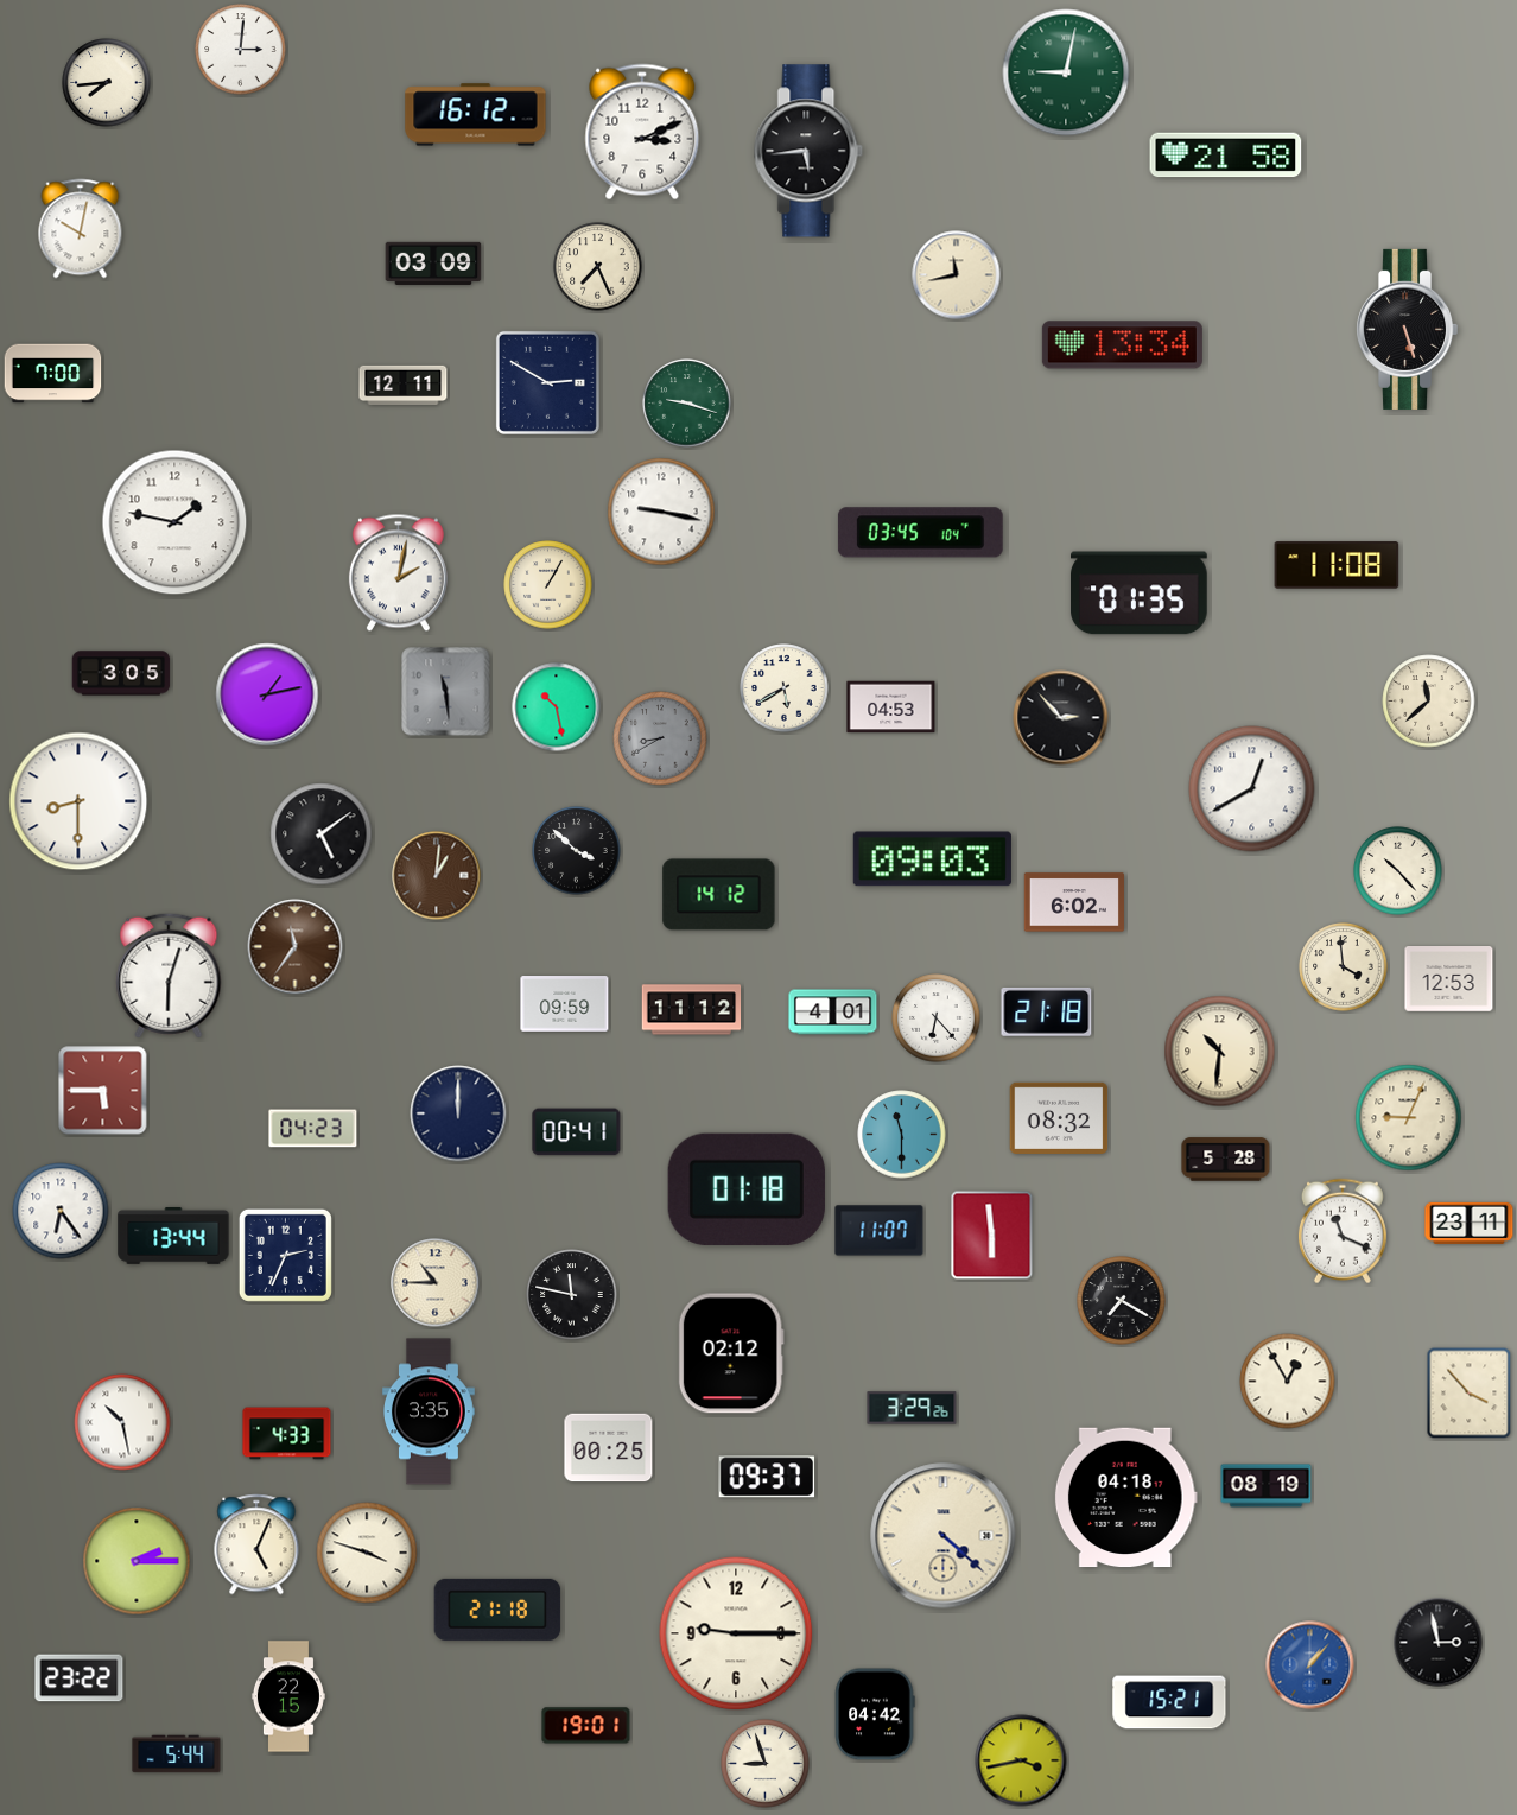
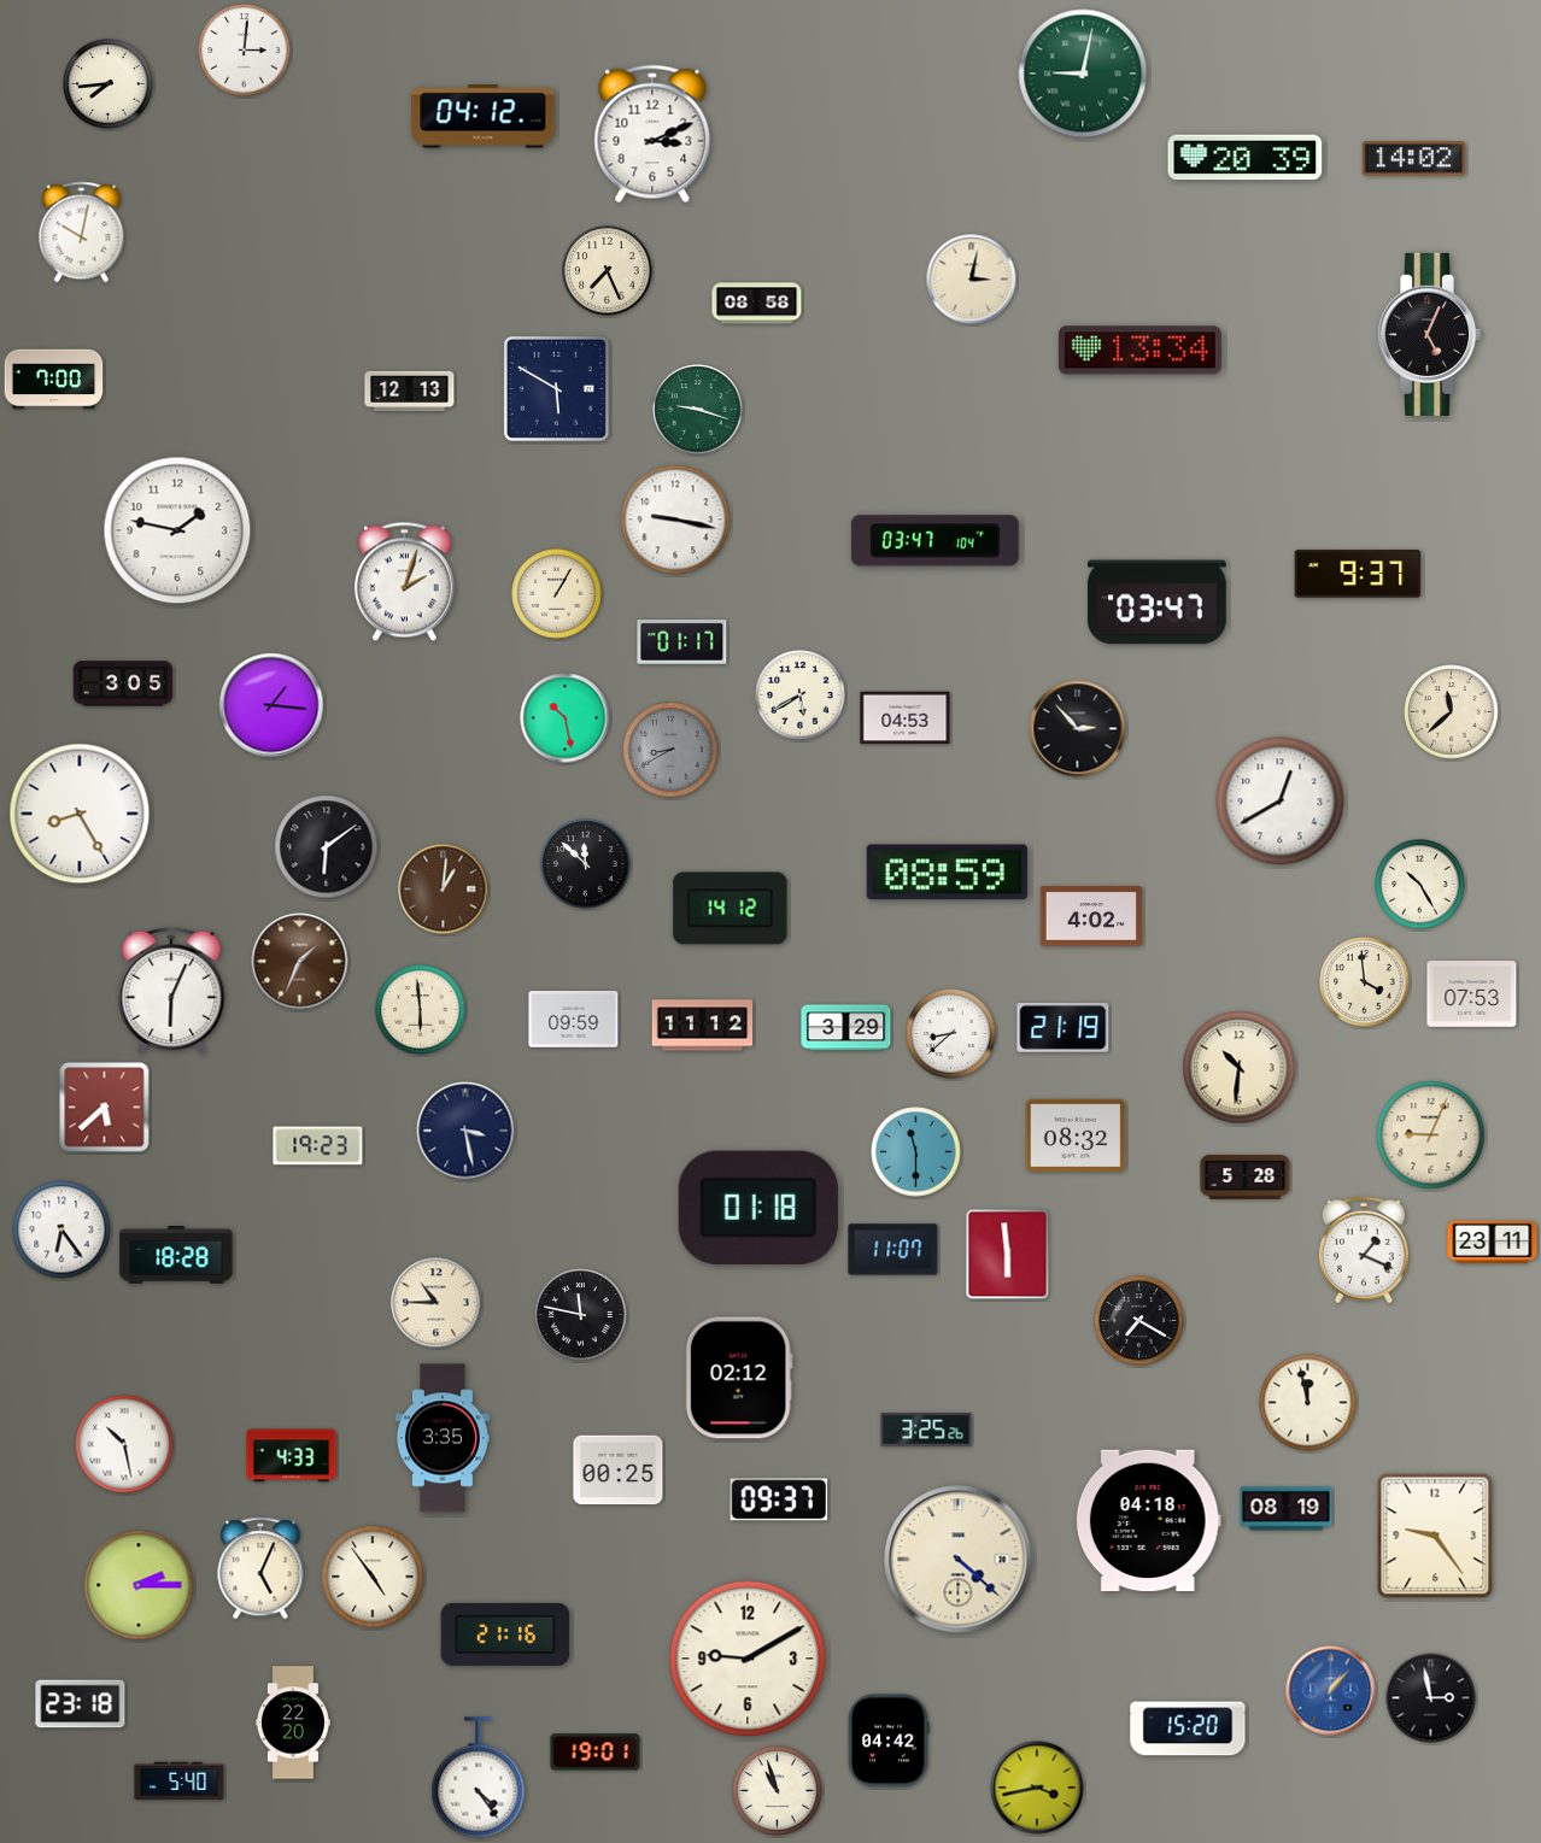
clock at (476, 115): 16:12 -> 04:12
clock at (808, 151): 5:44 -> none
clock at (1226, 156): 21:58 -> 20:39
clock at (1413, 159): none -> 14:02
clock at (433, 264): 03:09 -> none
clock at (957, 275): 11:43 -> 3:02
clock at (757, 304): none -> 08:58
clock at (1408, 329): 5:27 -> 5:04
clock at (547, 382): 2:50 -> 5:50
clock at (404, 386): 12:11 -> 12:13
clock at (661, 512) position: (661, 512) -> (675, 520)
clock at (920, 533): 03:45 -> 03:47
clock at (1337, 565): 11:08 -> 9:37
clock at (398, 573): 2:02 -> 2:03
clock at (1140, 594): 01:35 -> 03:47
clock at (682, 642): none -> 01:17
clock at (785, 688) position: (785, 688) -> (801, 695)
clock at (446, 692): 11:29 -> none
clock at (267, 694): 1:13 -> 1:16
clock at (1252, 789) position: (1252, 789) -> (1281, 802)
clock at (78, 801): 8:30 -> 8:25
clock at (322, 834): 5:09 -> 6:09
clock at (577, 851): 3:52 -> 11:52
clock at (932, 859): 09:03 -> 08:59
clock at (1398, 871): 10:23 -> 10:25
clock at (1073, 902): 6:02 -> 4:02
clock at (296, 947): 11:36 -> 1:34
clock at (169, 976): 6:03 -> 6:04
clock at (1449, 979): 12:53 -> 07:53
clock at (421, 1010): none -> 5:59
clock at (1047, 1011): 21:18 -> 21:19
clock at (833, 1013): 4:01 -> 3:29
clock at (937, 1018): 6:23 -> 8:38
clock at (103, 1091): 5:45 -> 5:38
clock at (458, 1113): 12:00 -> 3:28
clock at (313, 1129): 04:23 -> 19:23
clock at (577, 1132): 00:41 -> none
clock at (1343, 1231): 11:19 -> 1:19
clock at (173, 1236): 13:44 -> 18:28
clock at (285, 1255): 2:34 -> none
clock at (436, 1283) position: (436, 1283) -> (436, 1303)
clock at (731, 1353) position: (731, 1353) -> (739, 1378)
clock at (1288, 1382): 12:55 -> 11:58
clock at (1470, 1394): 3:53 -> none
clock at (912, 1408): 3:29 -> 3:25
clock at (430, 1411) position: (430, 1411) -> (444, 1438)
clock at (1125, 1498) position: (1125, 1498) -> (1148, 1521)
clock at (1435, 1536): none -> 9:24
clock at (367, 1553): 3:48 -> 4:54
clock at (497, 1610): 21:18 -> 21:16
clock at (736, 1633): 9:15 -> 9:10
clock at (1439, 1643) position: (1439, 1643) -> (1431, 1698)
clock at (80, 1678): 23:22 -> 23:18
clock at (288, 1696): 22:15 -> 22:20
clock at (1169, 1702): 15:21 -> 15:20
clock at (479, 1778): none -> 4:24
clock at (177, 1754): 5:44 -> 5:40
clock at (766, 1764): 8:57 -> 10:57
